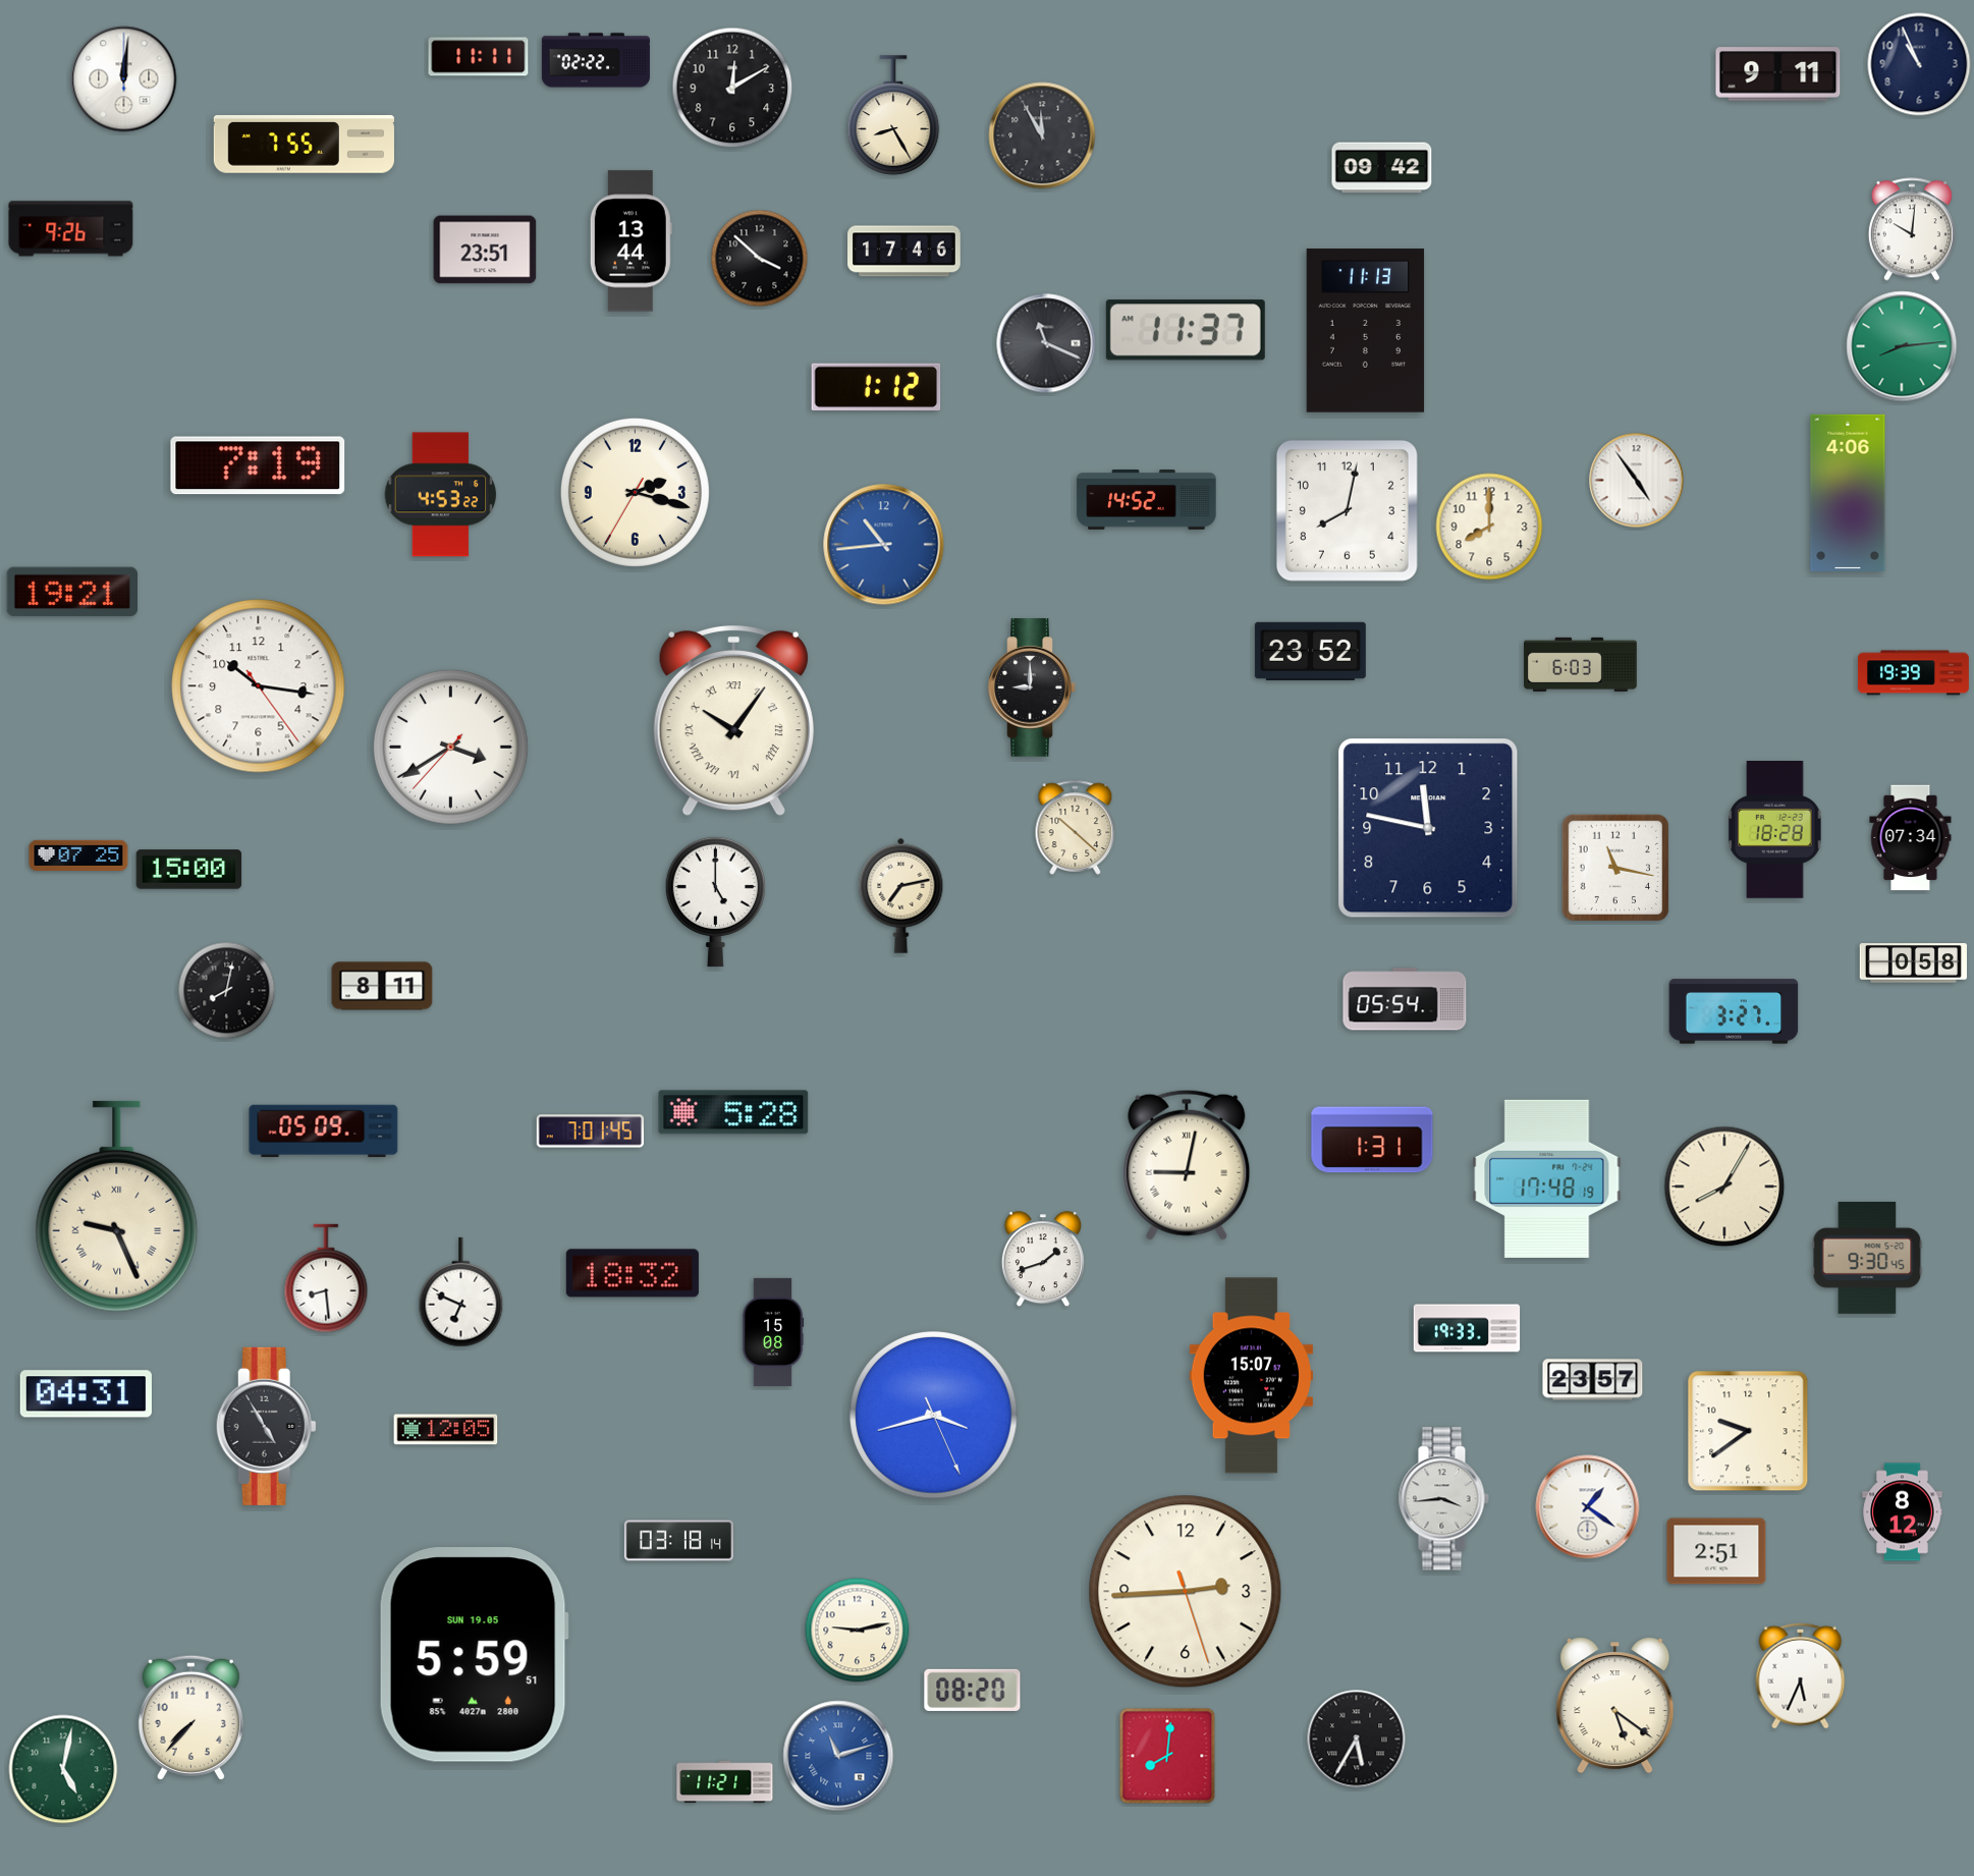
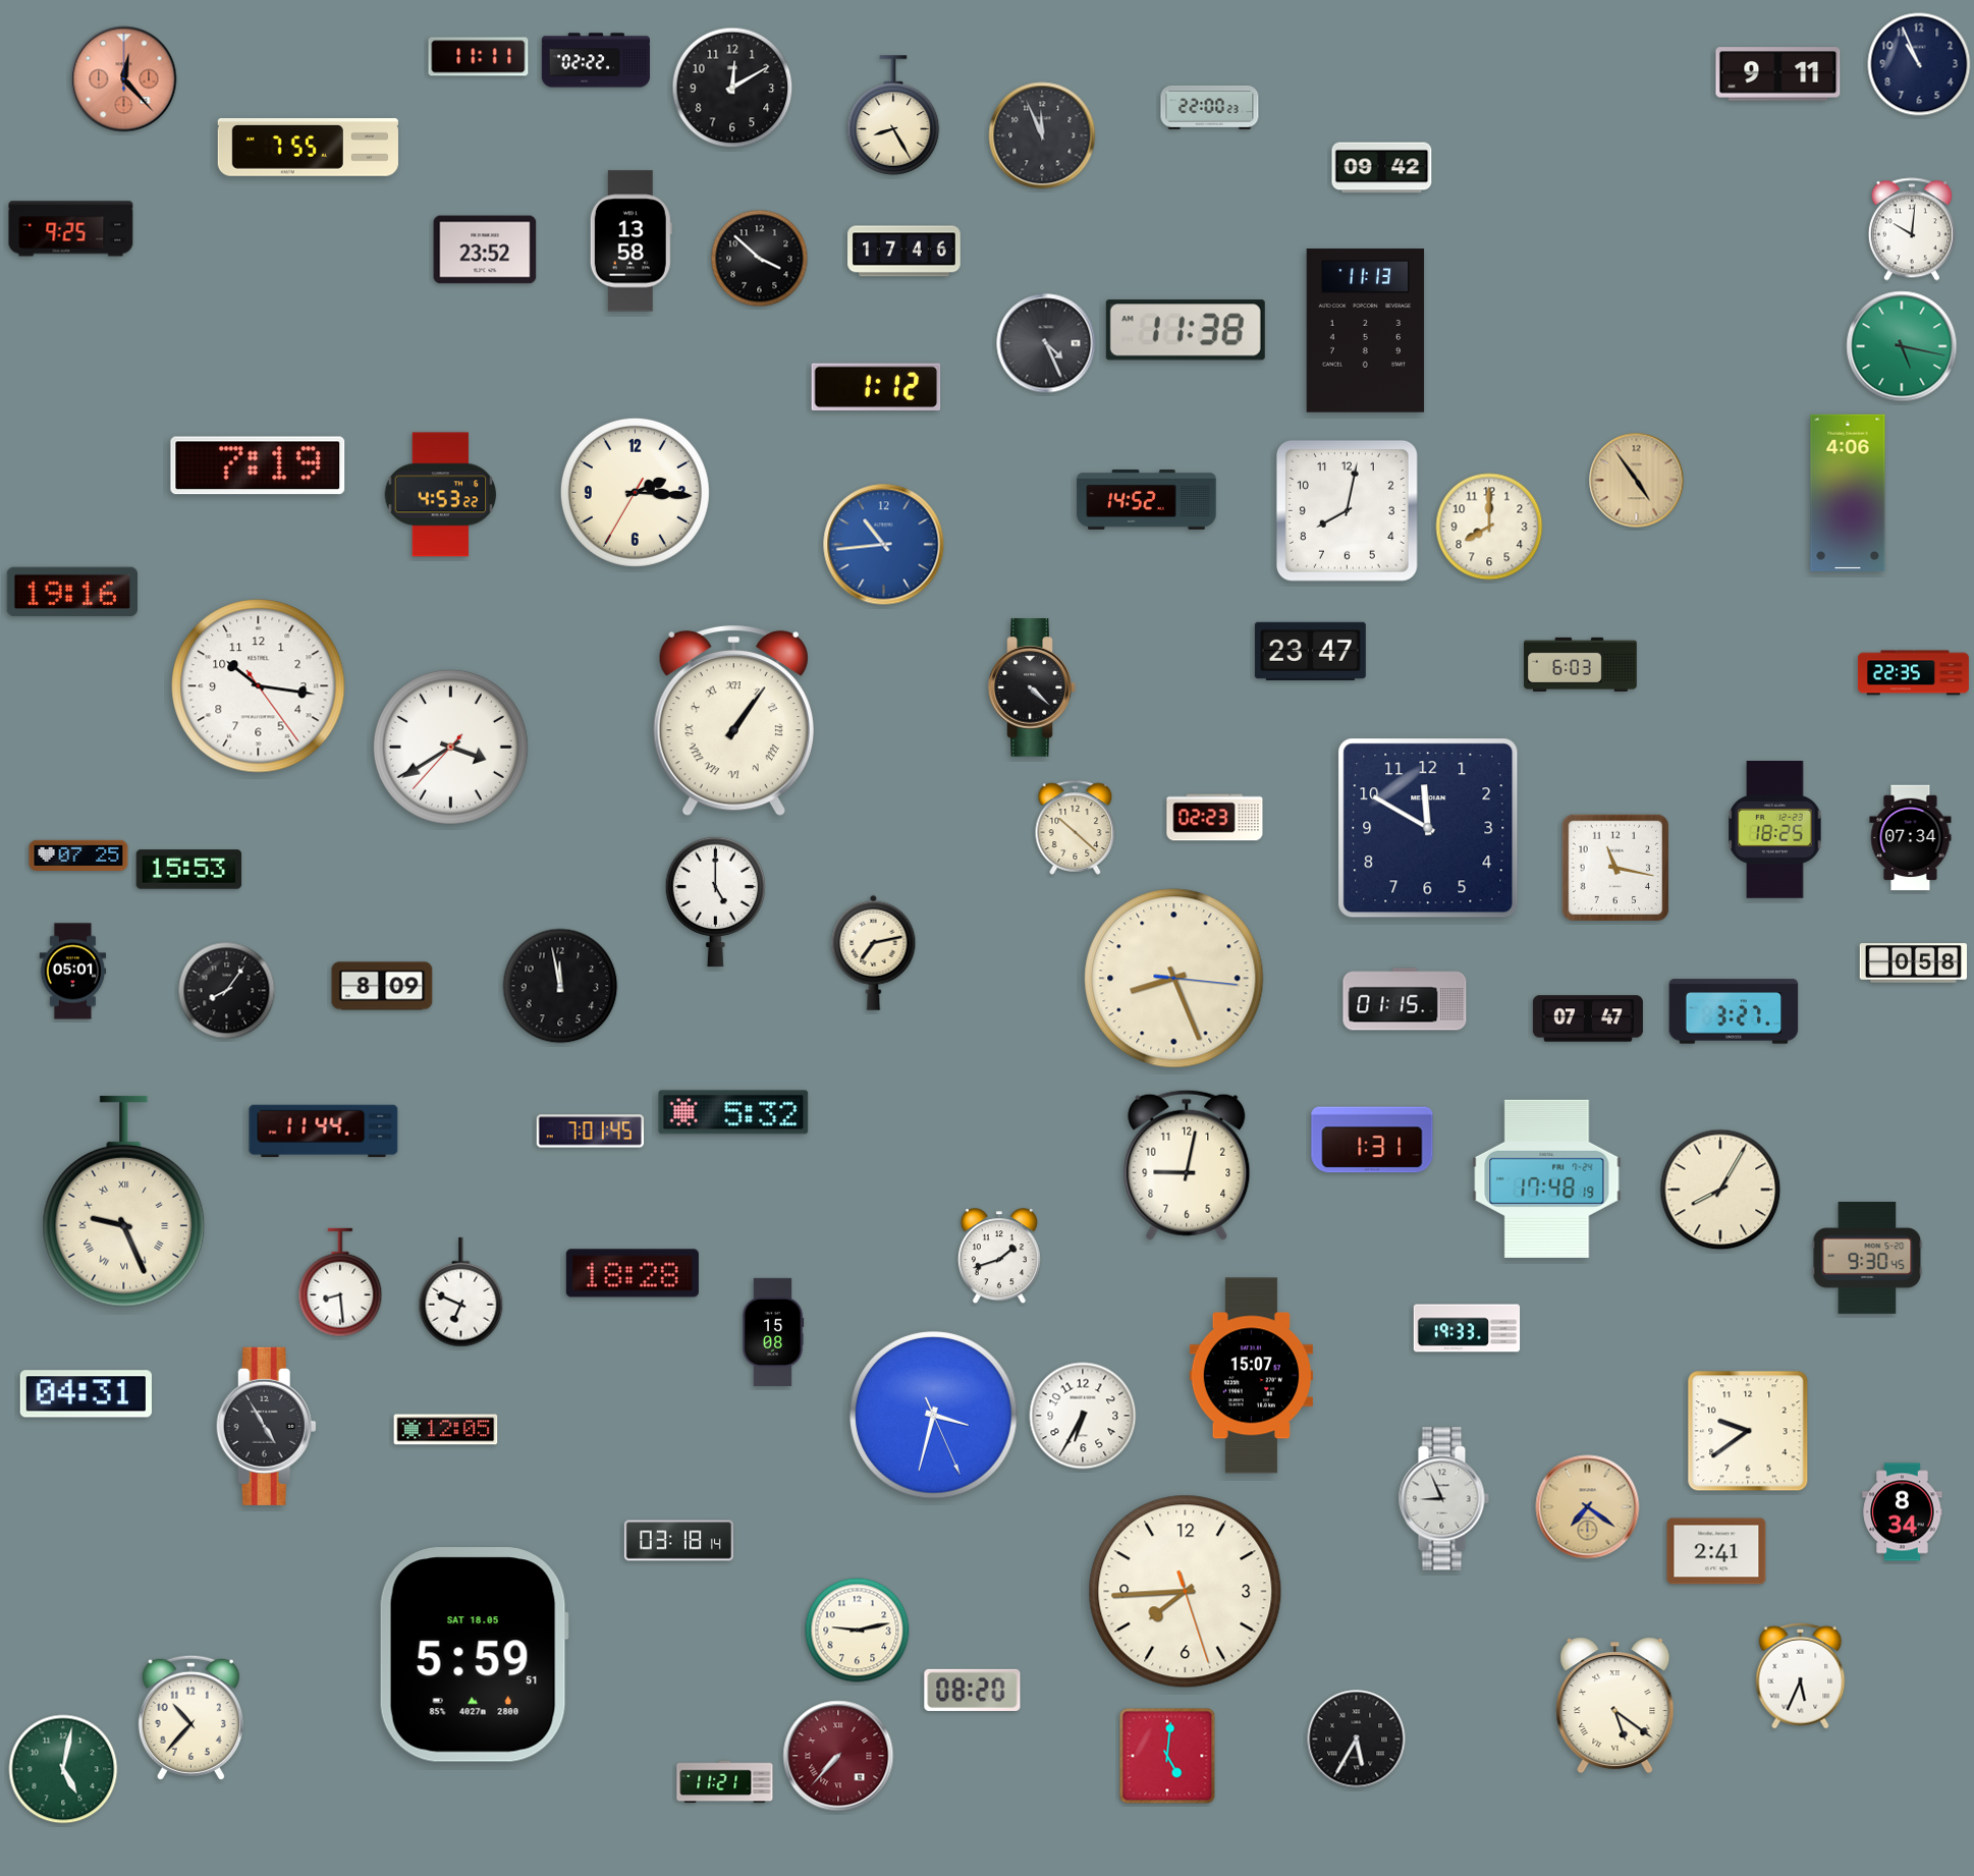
clock at (124, 79): 12:01 -> 12:23
clock at (124, 79) dial: white -> salmon
clock at (1210, 107): none -> 22:00
clock at (1042, 135): 11:55 -> 11:56
clock at (304, 145) position: (304, 145) -> (308, 148)
clock at (71, 229): 9:26 -> 9:25
clock at (630, 241): 13:44 -> 13:58
clock at (485, 250): 23:51 -> 23:52
clock at (1186, 330): 11:37 -> 11:38
clock at (1046, 343): 11:19 -> 4:26
clock at (1902, 346): 8:14 -> 5:17
clock at (1637, 481) dial: white -> champagne
clock at (635, 492): 2:17 -> 2:15
clock at (71, 592): 19:21 -> 19:16
clock at (1310, 651): 23:52 -> 23:47
clock at (1913, 673): 19:39 -> 22:35
clock at (1032, 687): 9:00 -> 4:22
clock at (733, 721): 10:06 -> 1:06
clock at (1215, 818): none -> 02:23
clock at (1428, 828): 11:47 -> 11:50
clock at (1775, 830): 18:28 -> 18:25
clock at (189, 870): 15:00 -> 15:53
clock at (901, 895) position: (901, 895) -> (874, 952)
clock at (73, 972): none -> 05:01
clock at (1174, 979): none -> 8:26
clock at (382, 986): 8:11 -> 8:09
clock at (560, 986): none -> 11:58
clock at (227, 991): 8:02 -> 8:06
clock at (1405, 999): 05:54 -> 01:15
clock at (1588, 1018): none -> 07:47
clock at (733, 1112): 5:28 -> 5:32
clock at (324, 1132): 05:09 -> 11:44
clock at (1187, 1165) numerals: Roman -> Arabic
clock at (1724, 1187) position: (1724, 1187) -> (1720, 1190)
clock at (117, 1207) position: (117, 1207) -> (124, 1202)
clock at (1043, 1260) position: (1043, 1260) -> (999, 1257)
clock at (633, 1273): 18:32 -> 18:28
clock at (326, 1278) position: (326, 1278) -> (340, 1282)
clock at (1593, 1380): 23:57 -> none
clock at (934, 1416): 3:42 -> 3:32
clock at (1083, 1416): none -> 6:35
clock at (1443, 1499): 3:44 -> 8:56
clock at (1588, 1507): 1:21 -> 7:21
clock at (1588, 1507) dial: white -> champagne
clock at (1903, 1512): 8:12 -> 8:34
clock at (1716, 1551): 2:51 -> 2:41
clock at (1186, 1592): 2:44 -> 7:44
clock at (474, 1655) date: SUN 19.05 -> SAT 18.05
clock at (190, 1717): 7:37 -> 10:37
clock at (838, 1756): 11:12 -> 7:37
clock at (838, 1756) dial: blue -> burgundy
clock at (1167, 1756): 8:01 -> 5:01
